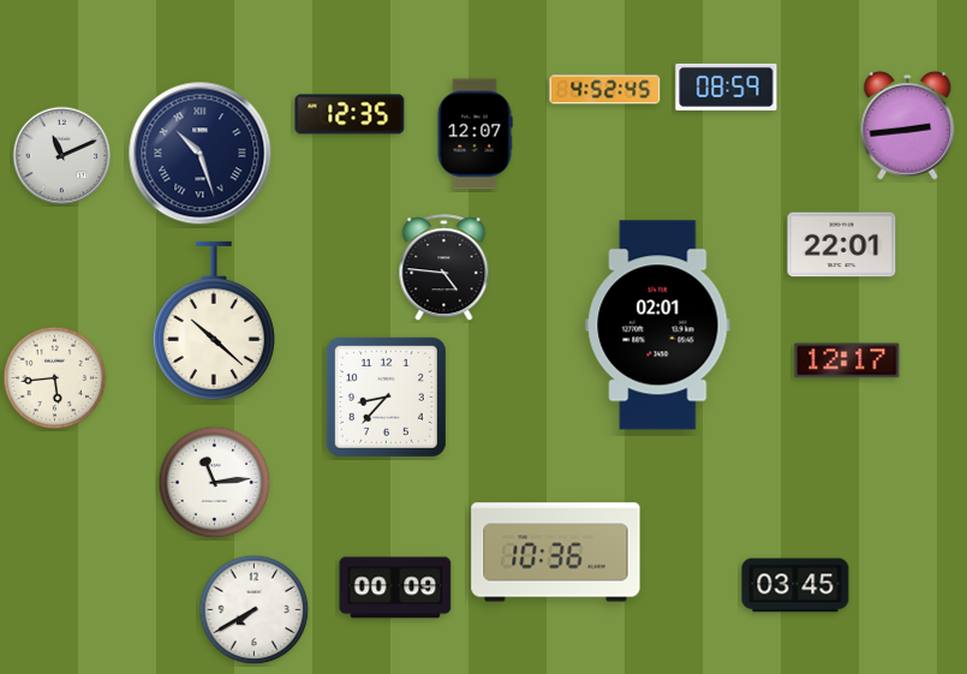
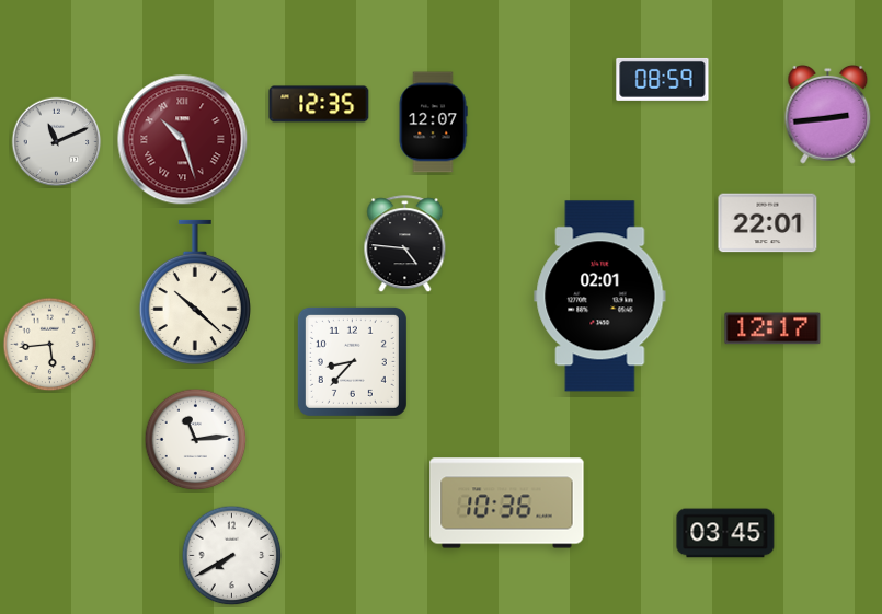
clock at (605, 90): 4:52 -> none
clock at (201, 154) dial: navy -> burgundy
clock at (395, 587): 00:09 -> none
